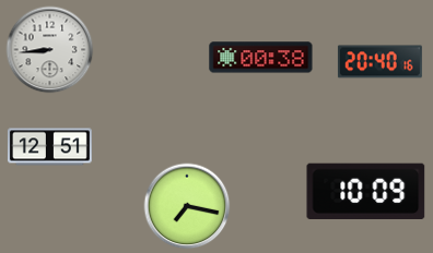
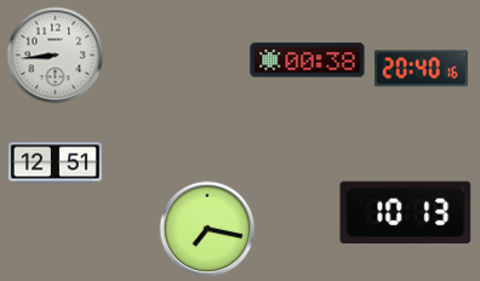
clock at (261, 58) position: (261, 58) -> (308, 61)
clock at (366, 191): 10:09 -> 10:13
